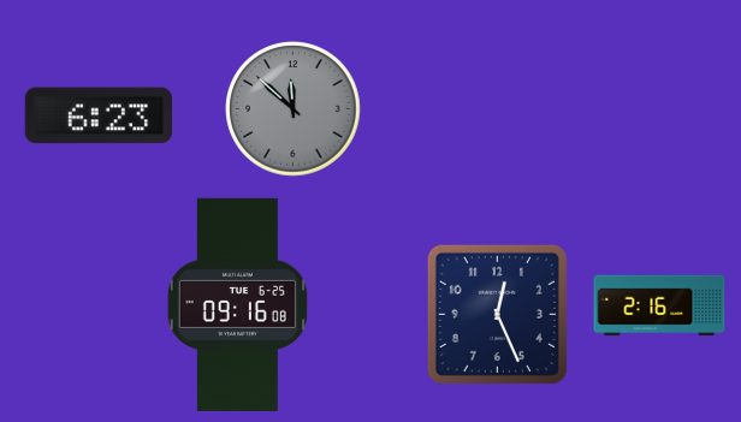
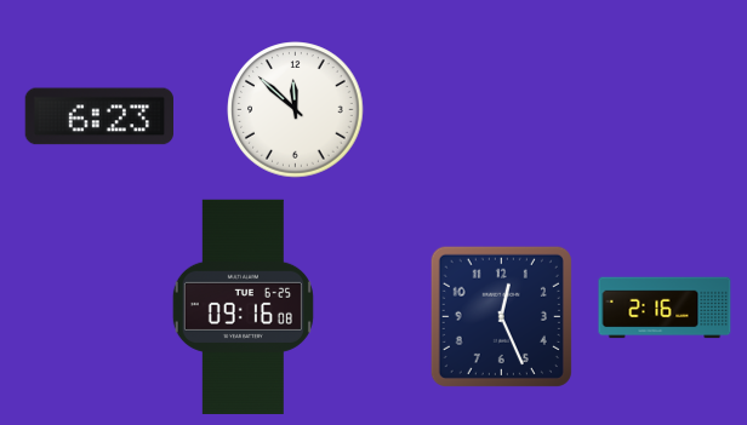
clock at (294, 109) dial: grey -> white
clock at (237, 304) position: (237, 304) -> (243, 306)
